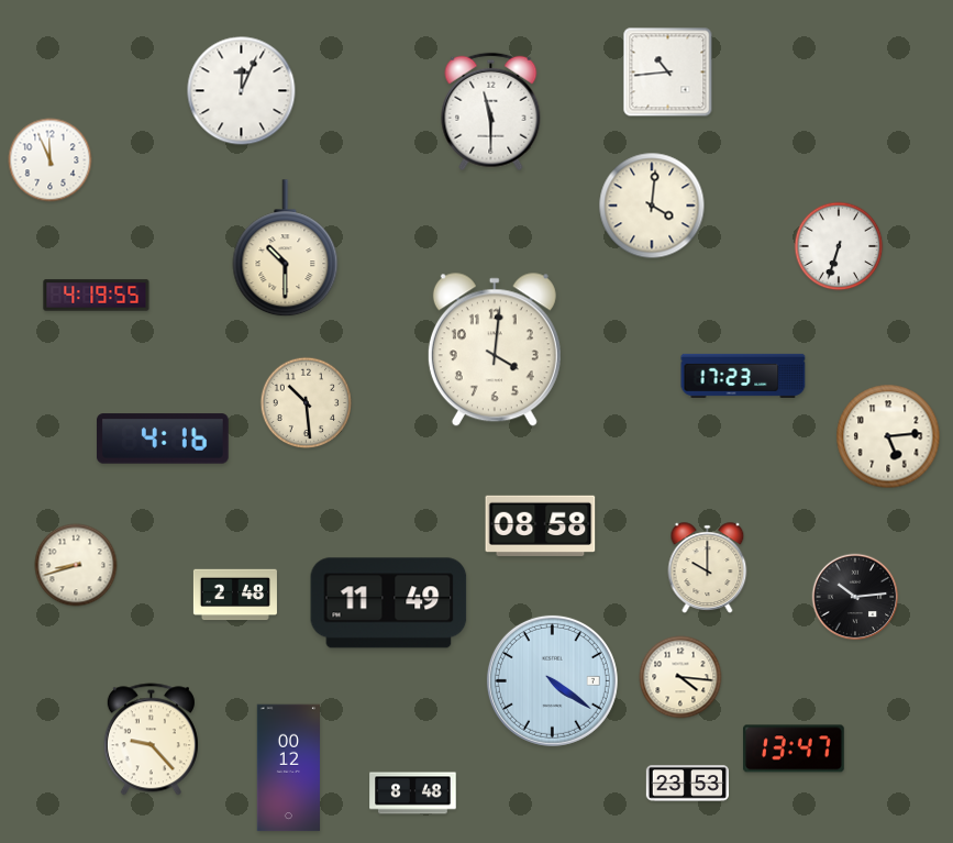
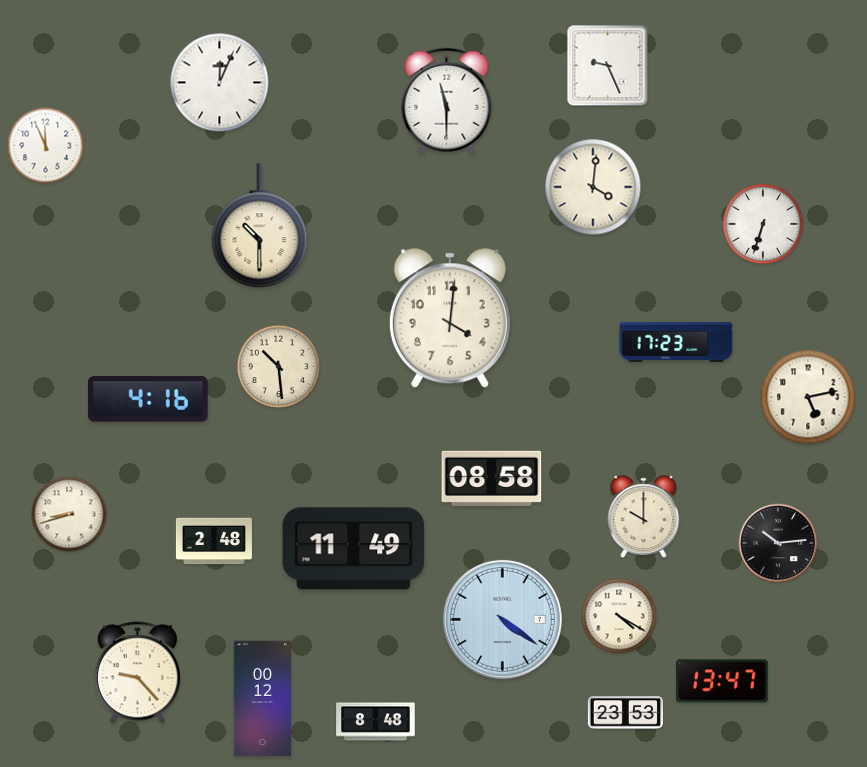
clock at (668, 73): 10:44 -> 9:26
clock at (97, 296): 4:19 -> none
clock at (888, 436): 5:14 -> 5:13
clock at (680, 677): 4:16 -> 4:20
